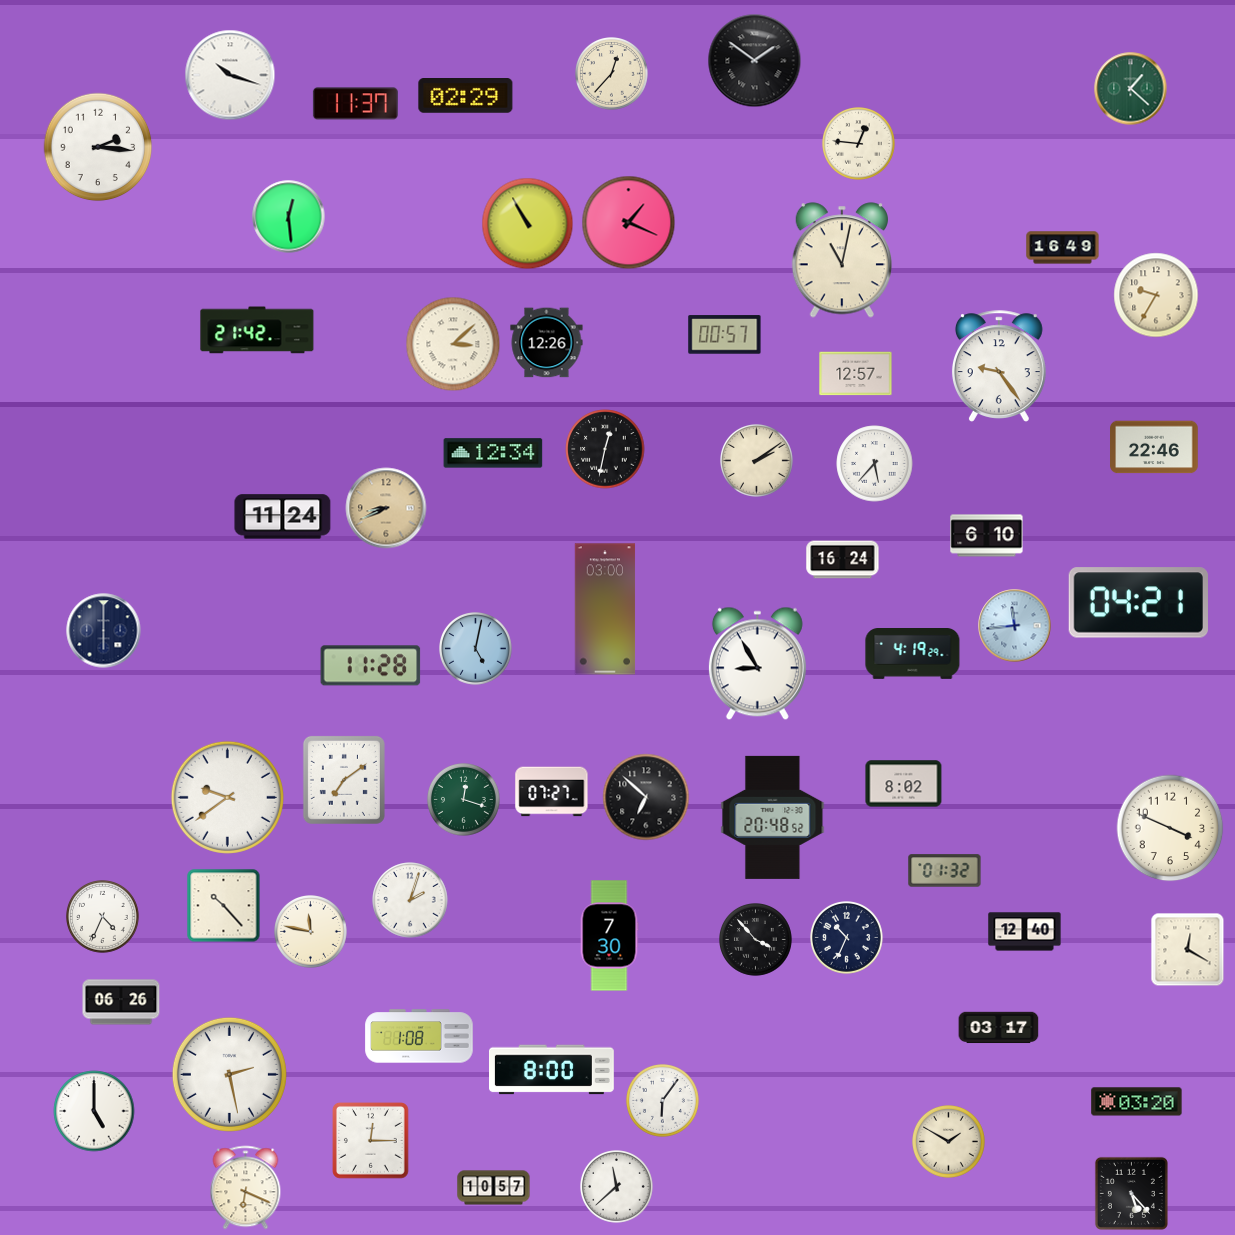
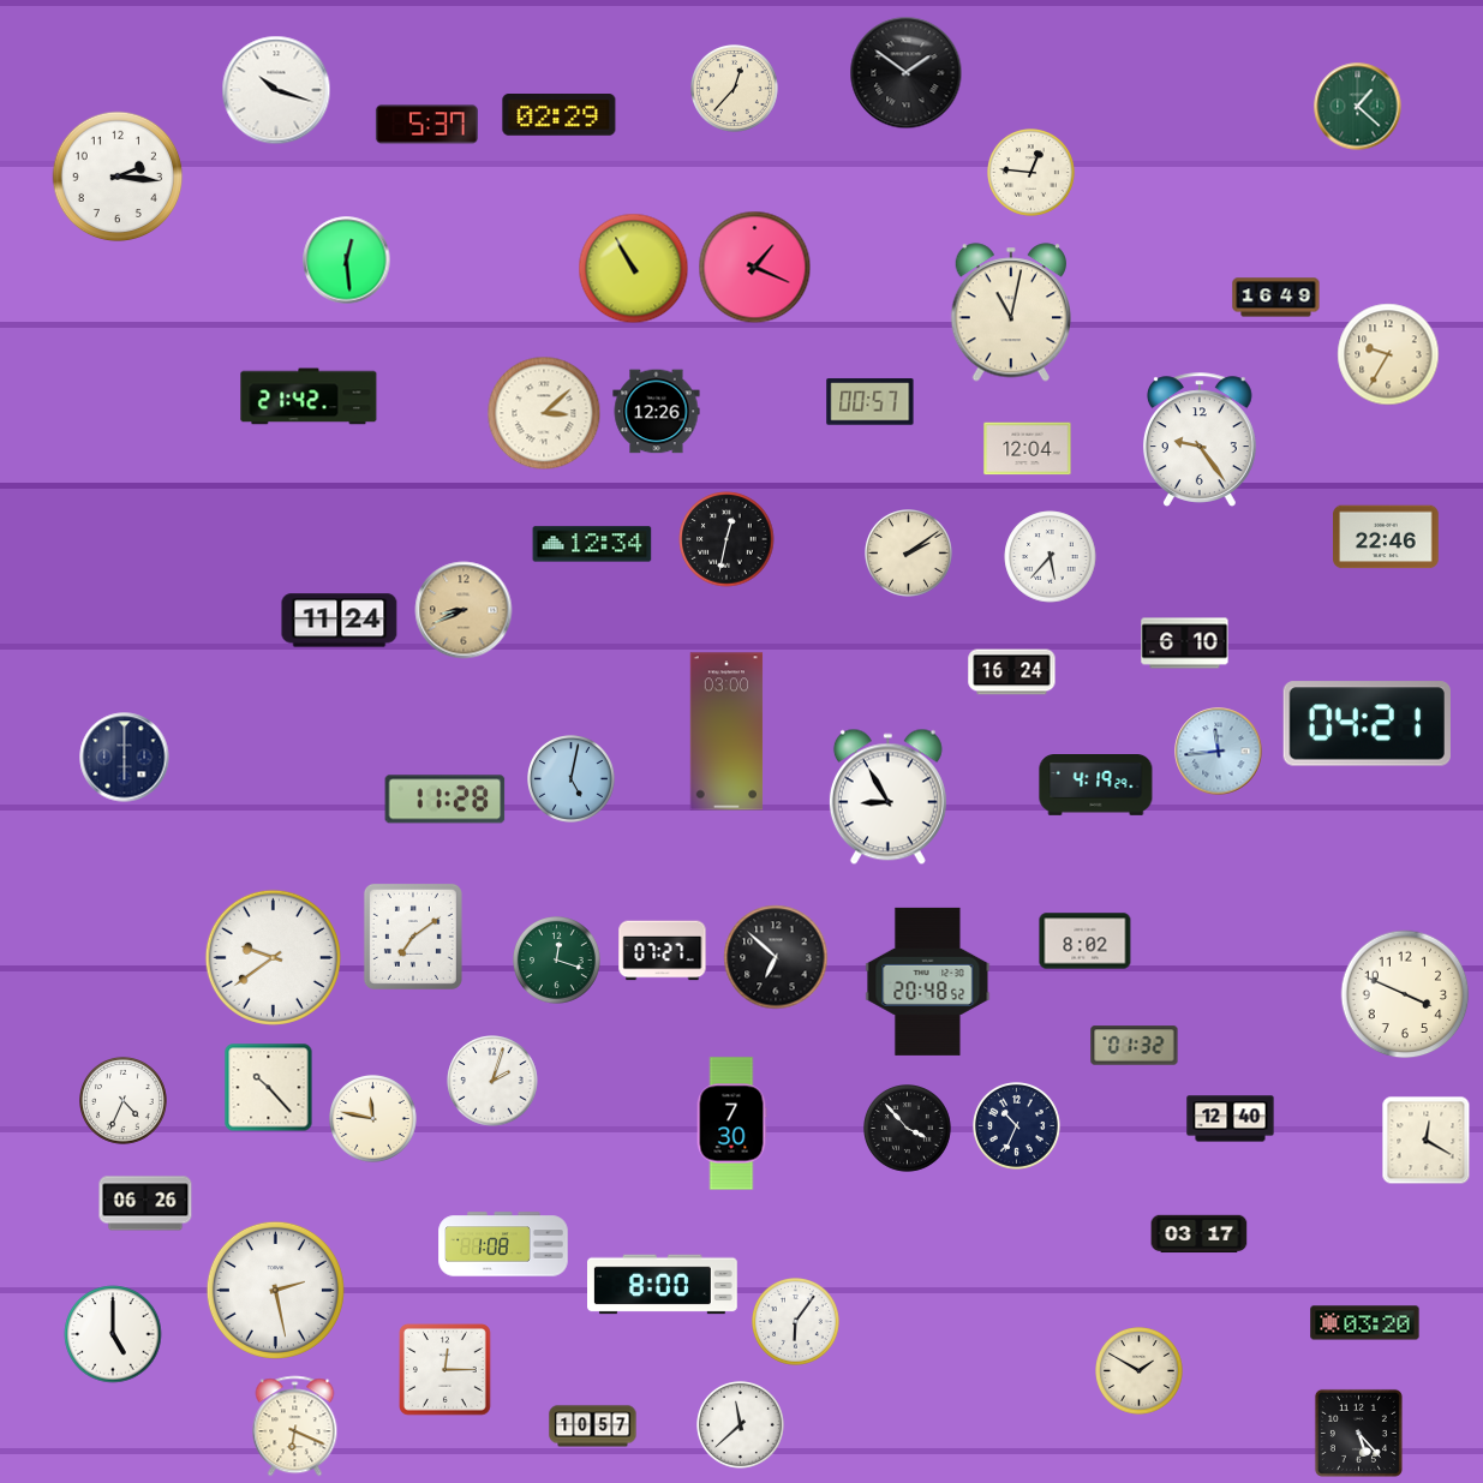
clock at (355, 104): 11:37 -> 5:37
clock at (856, 374): 12:57 -> 12:04
clock at (757, 664) position: (757, 664) -> (887, 797)
